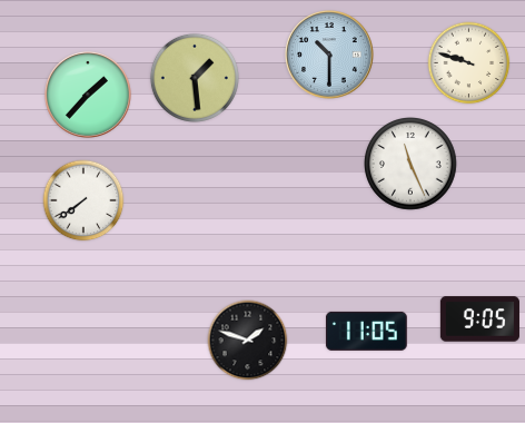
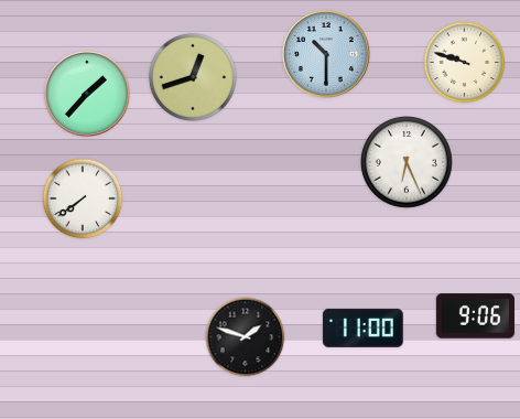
clock at (195, 78): 1:29 -> 12:42
clock at (410, 164): 11:26 -> 6:26
clock at (479, 319): 9:05 -> 9:06
clock at (366, 331): 11:05 -> 11:00
